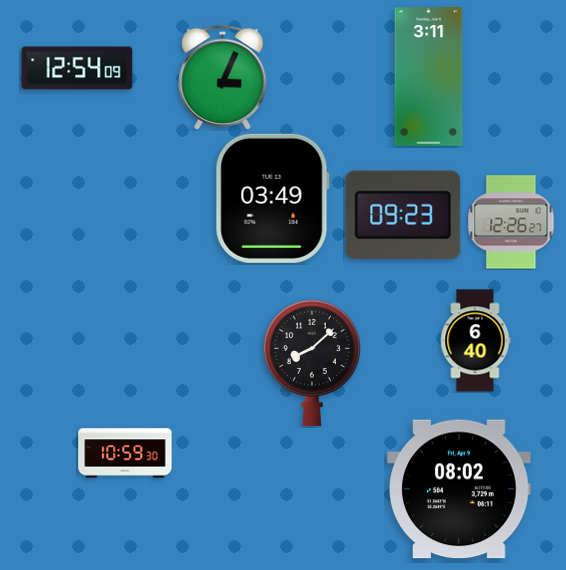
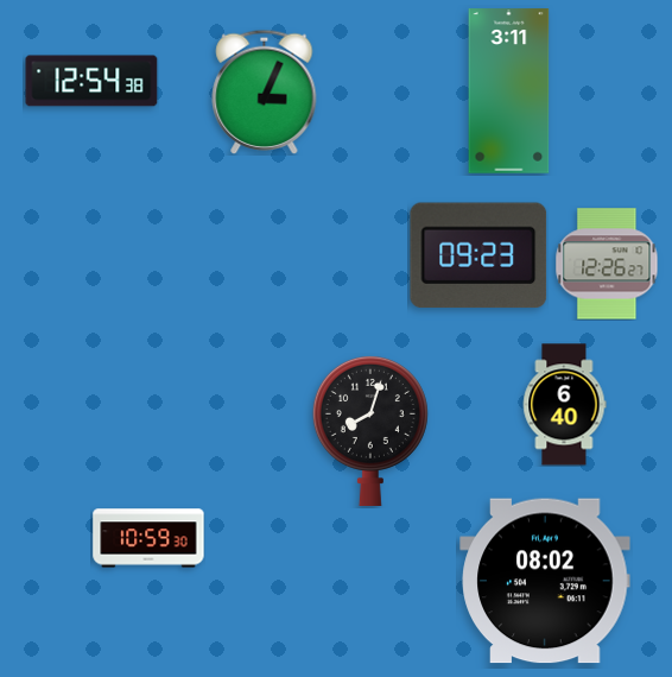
clock at (77, 68): 12:54:09 -> 12:54:38
clock at (272, 198): 03:49 -> none
clock at (312, 362): 8:08 -> 8:03
